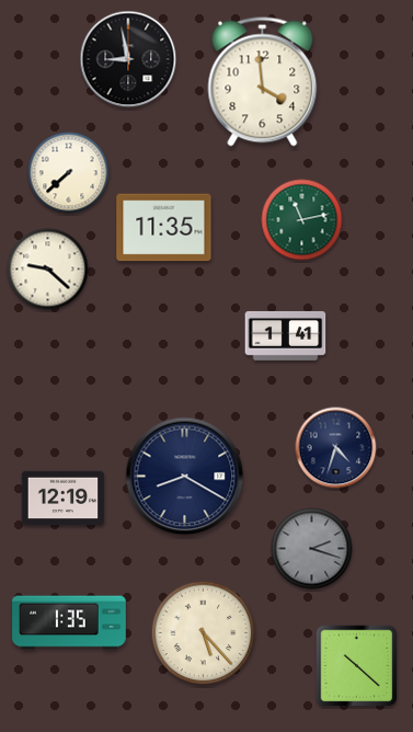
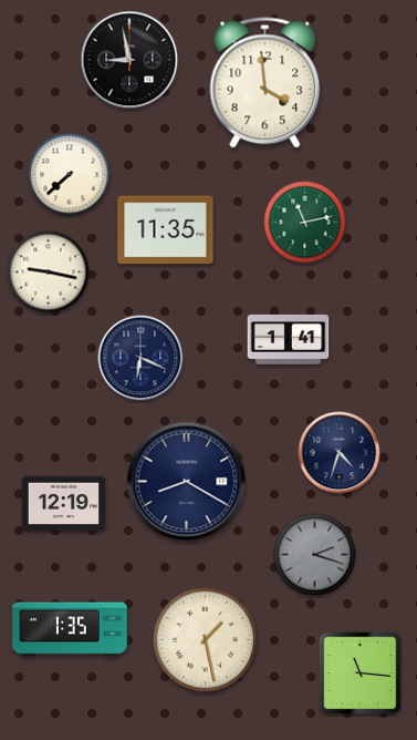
clock at (48, 270): 9:22 -> 9:17
clock at (140, 358): none -> 6:19
clock at (204, 633): 5:23 -> 1:28
clock at (357, 666): 10:22 -> 11:16
